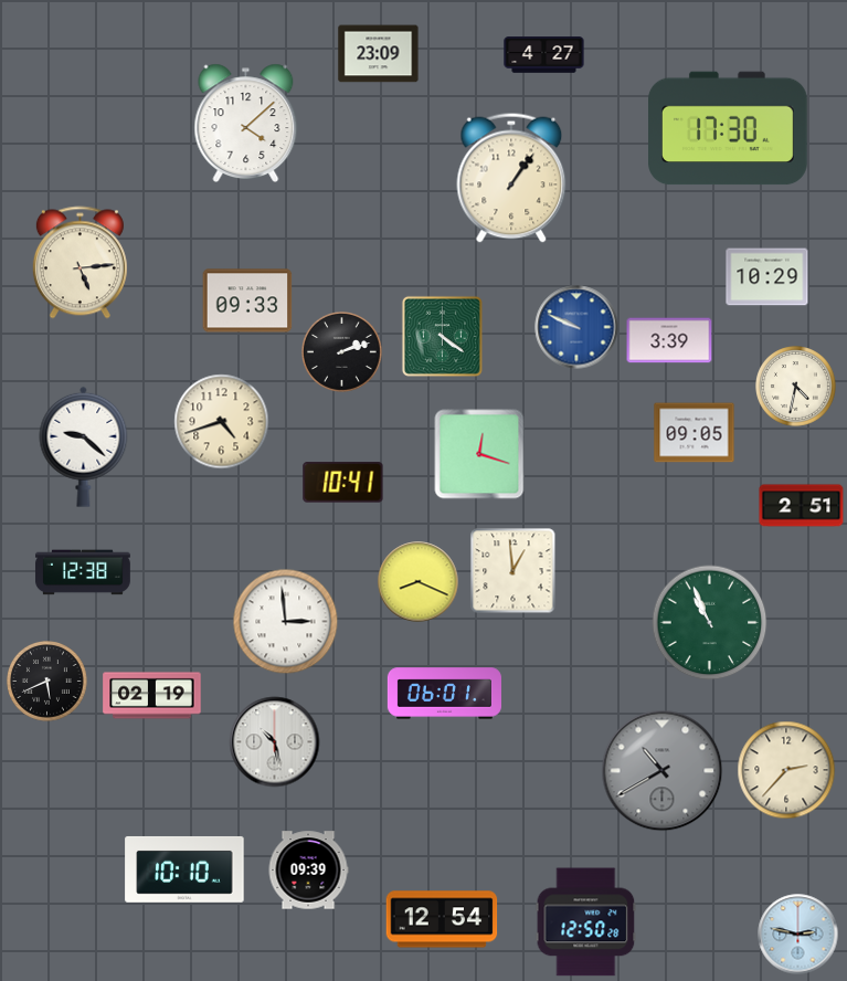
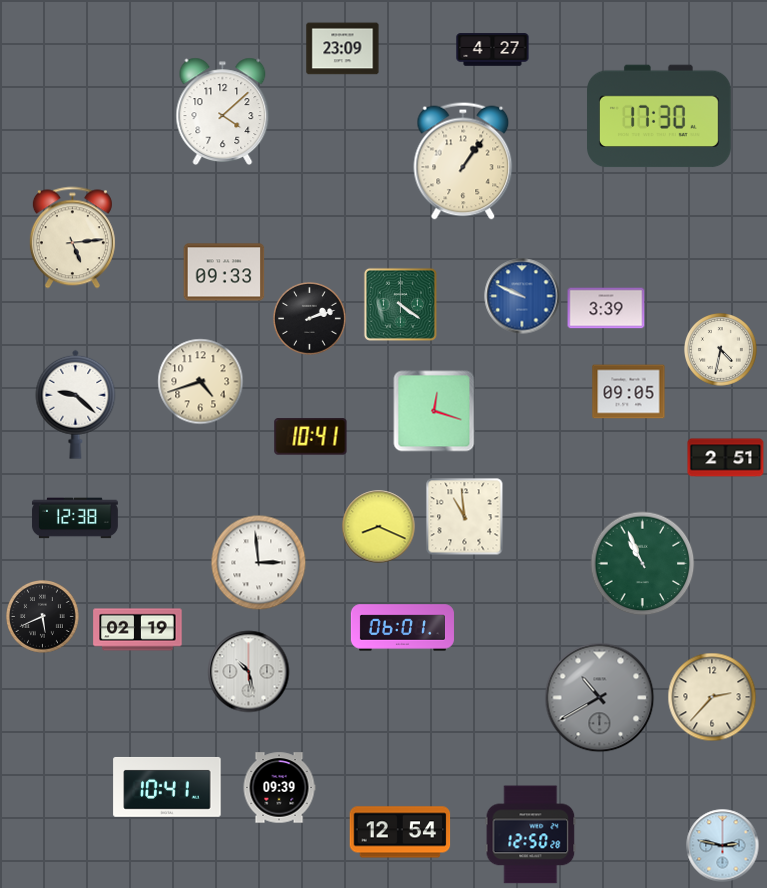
clock at (767, 277): 10:29 -> none
clock at (514, 571): 12:59 -> 10:59
clock at (184, 869): 10:10 -> 10:41
